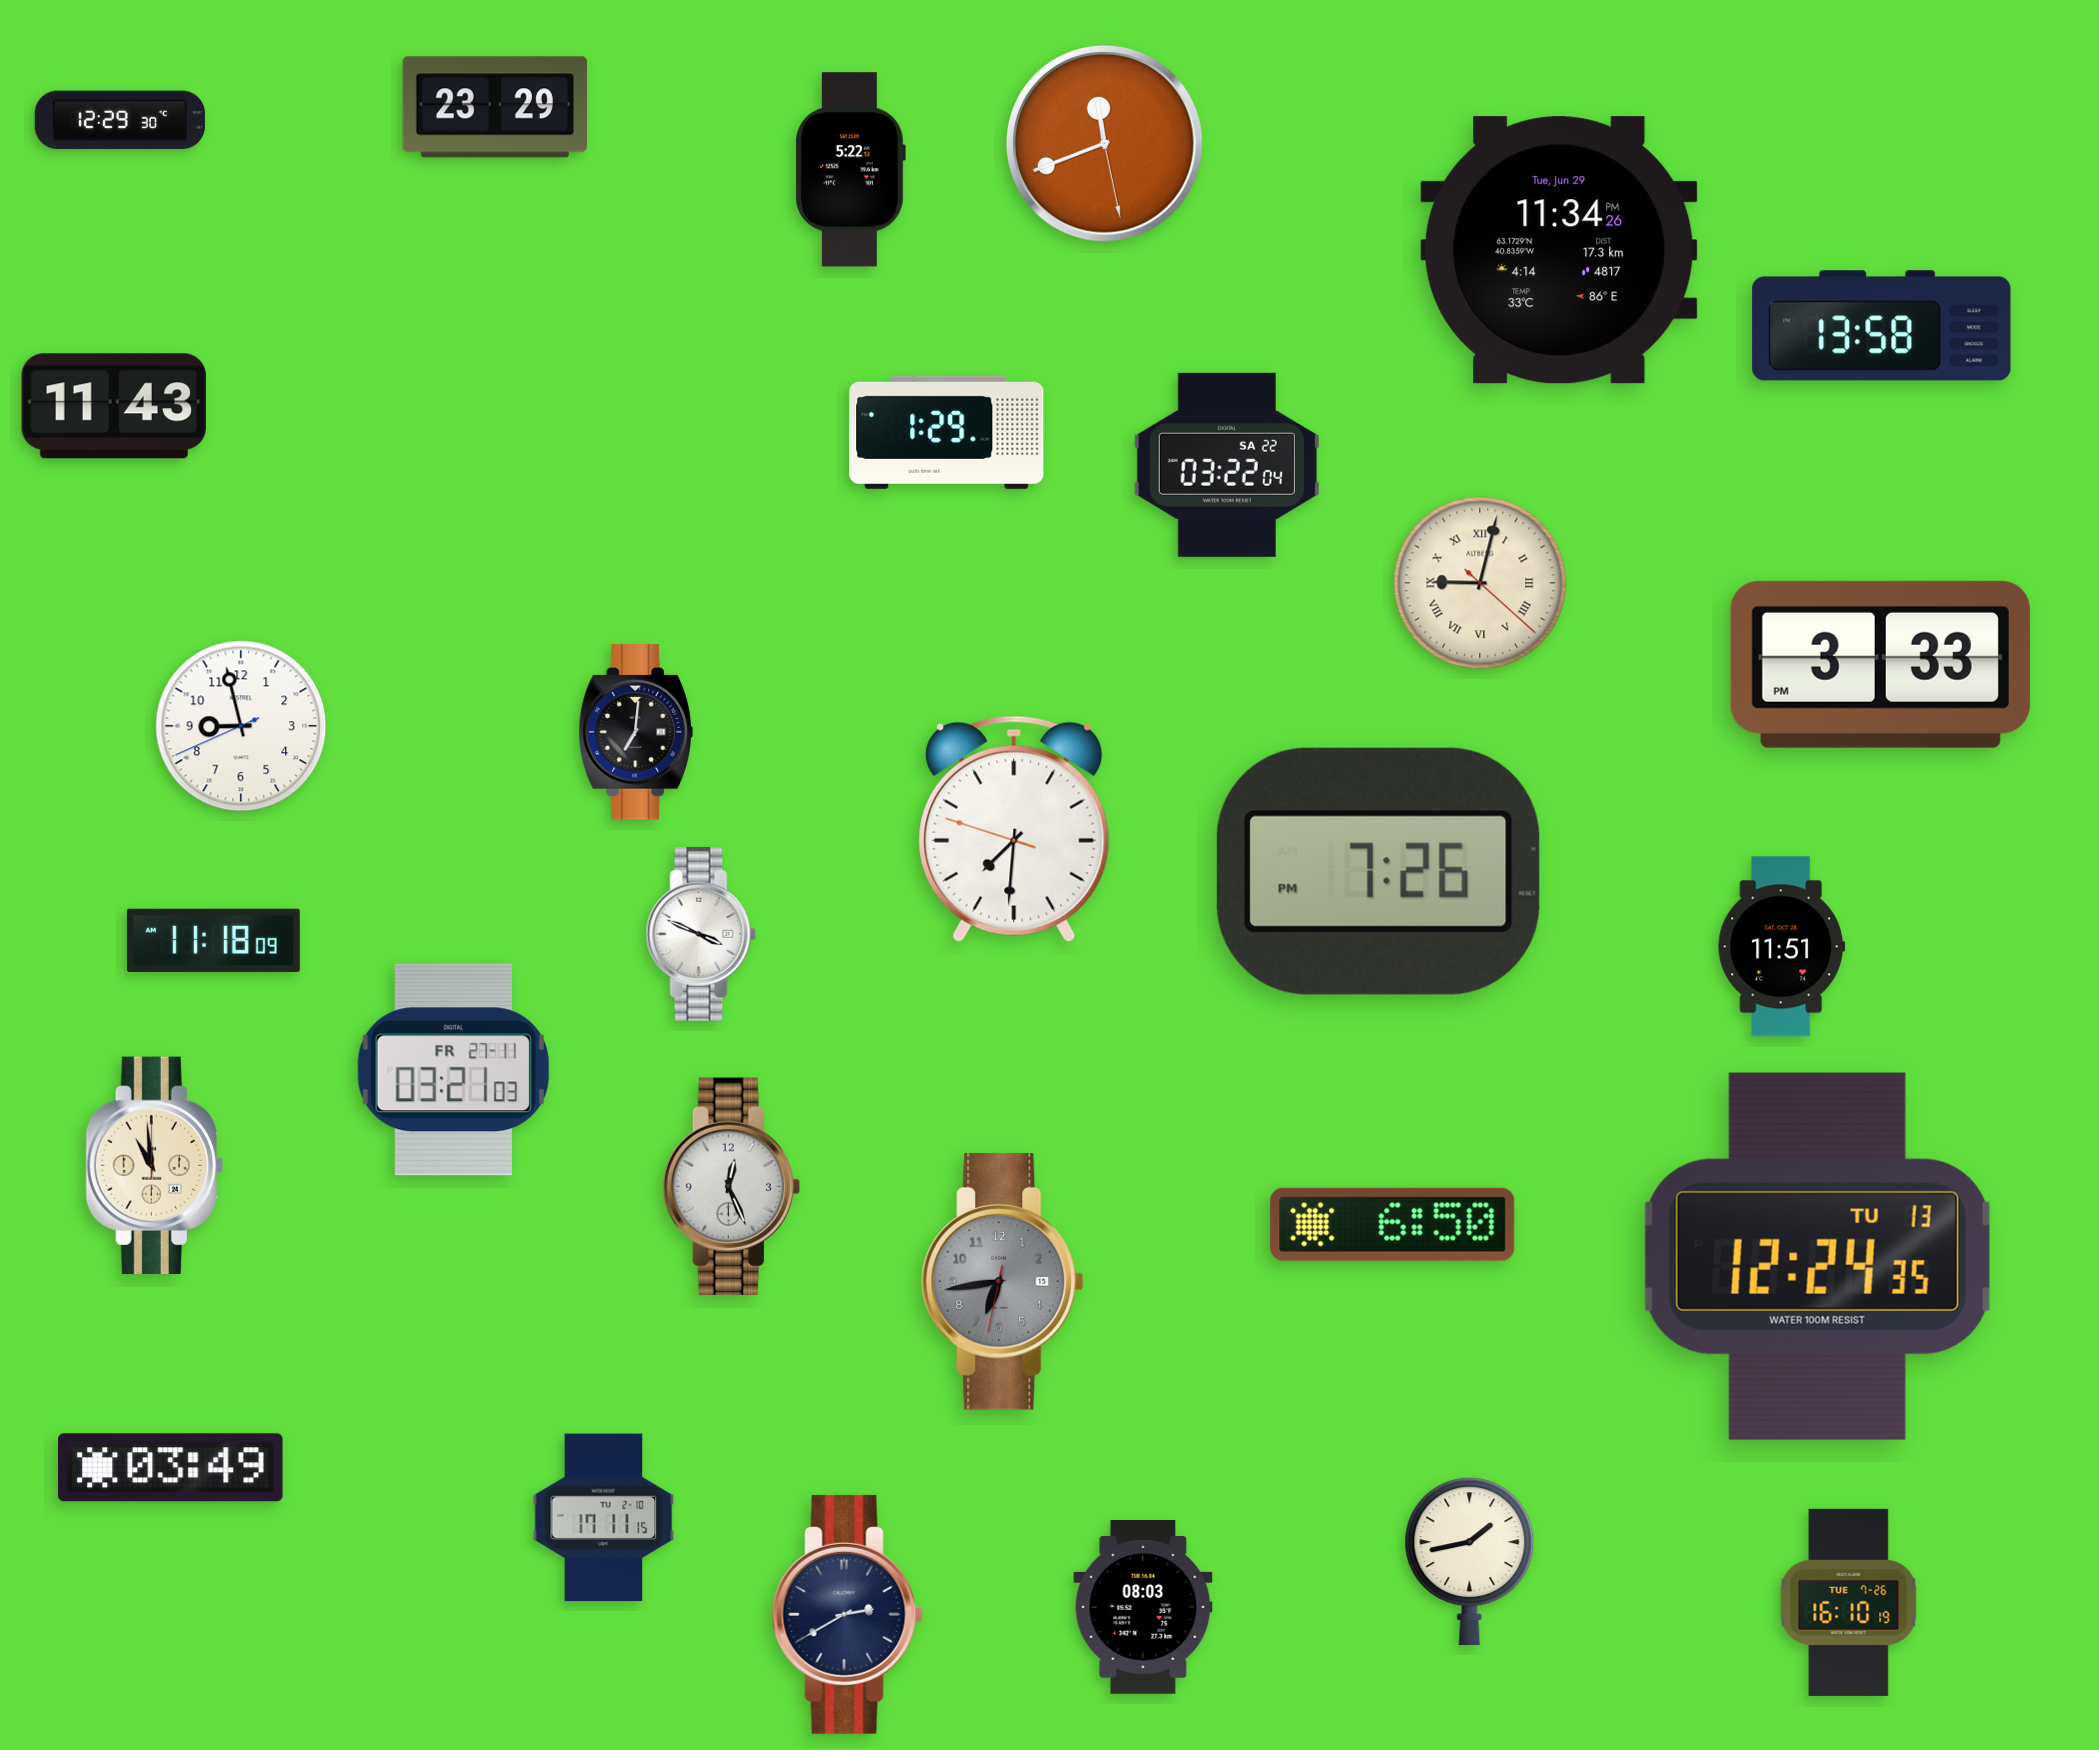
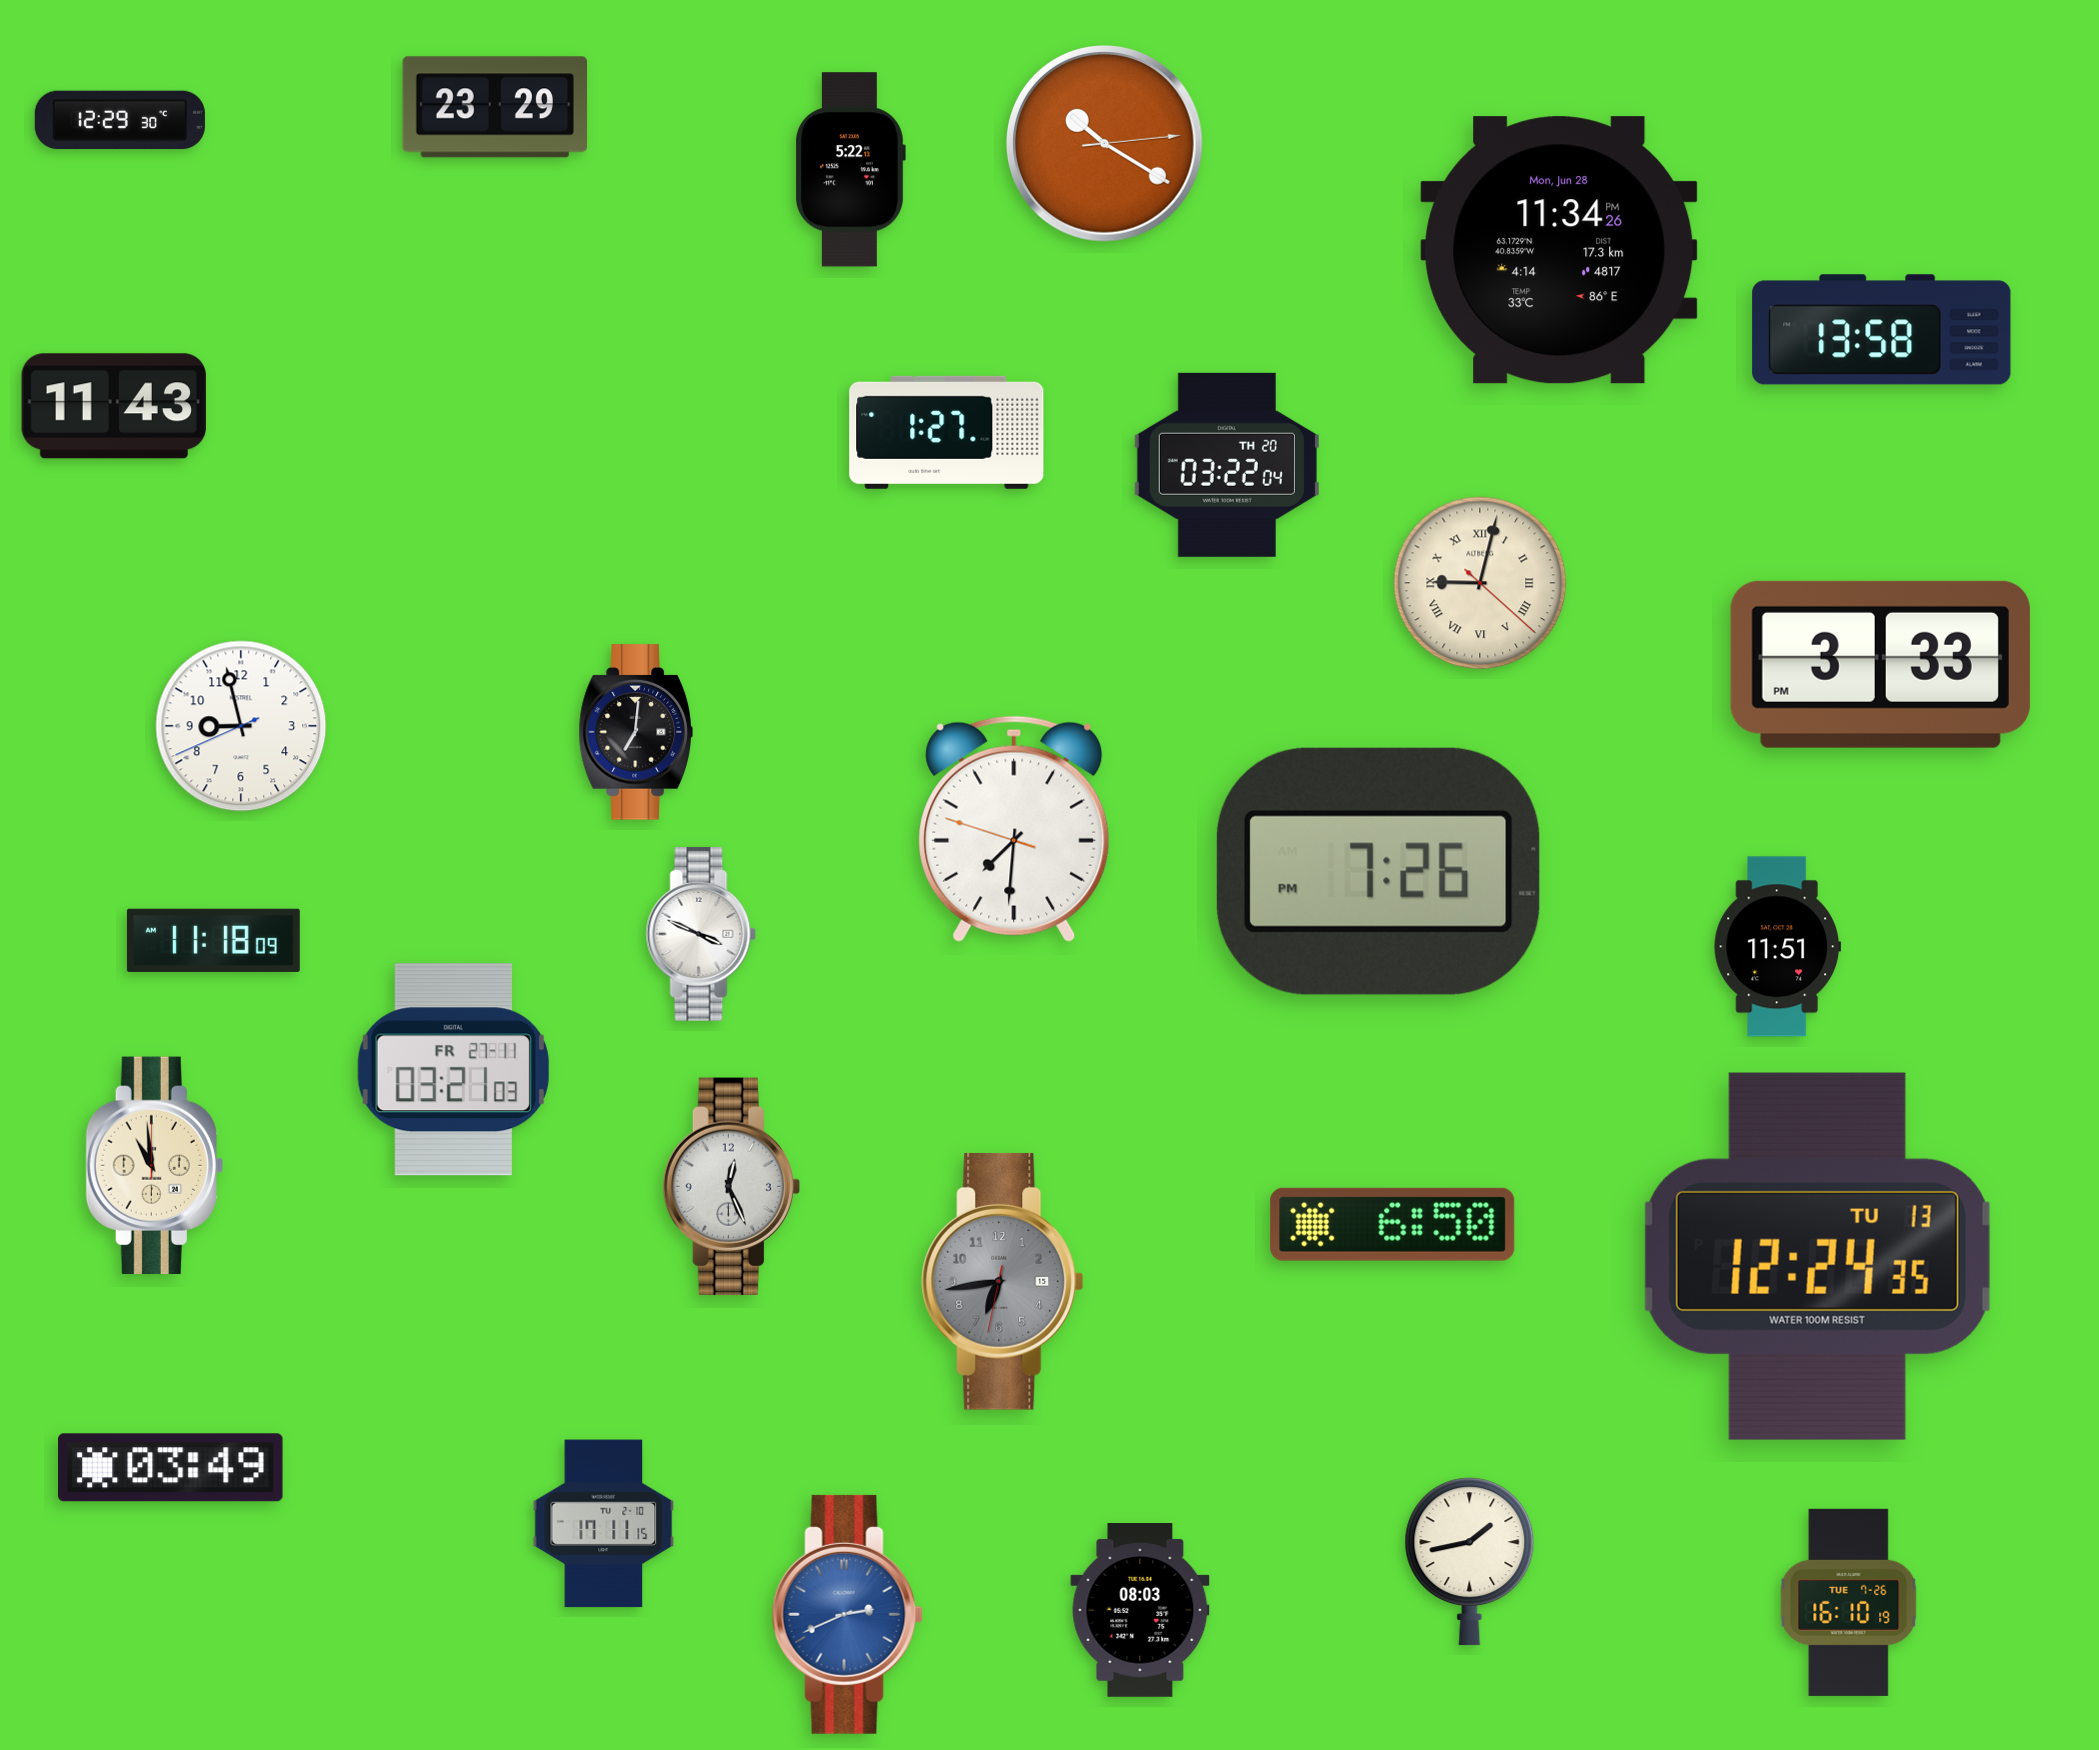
clock at (1104, 143): 11:41 -> 10:20
clock at (1559, 250) date: Tue, Jun 29 -> Mon, Jun 28
clock at (1882, 326) position: (1882, 326) -> (1882, 330)
clock at (947, 432): 1:29 -> 1:27
clock at (1227, 465) date: SA 22 -> TH 20
clock at (1781, 947) position: (1781, 947) -> (1777, 947)
clock at (604, 1518) position: (604, 1518) -> (604, 1524)
clock at (1143, 1608) position: (1143, 1608) -> (1140, 1611)
clock at (847, 1614): 2:40 -> 2:41
clock at (847, 1614) dial: navy -> blue
